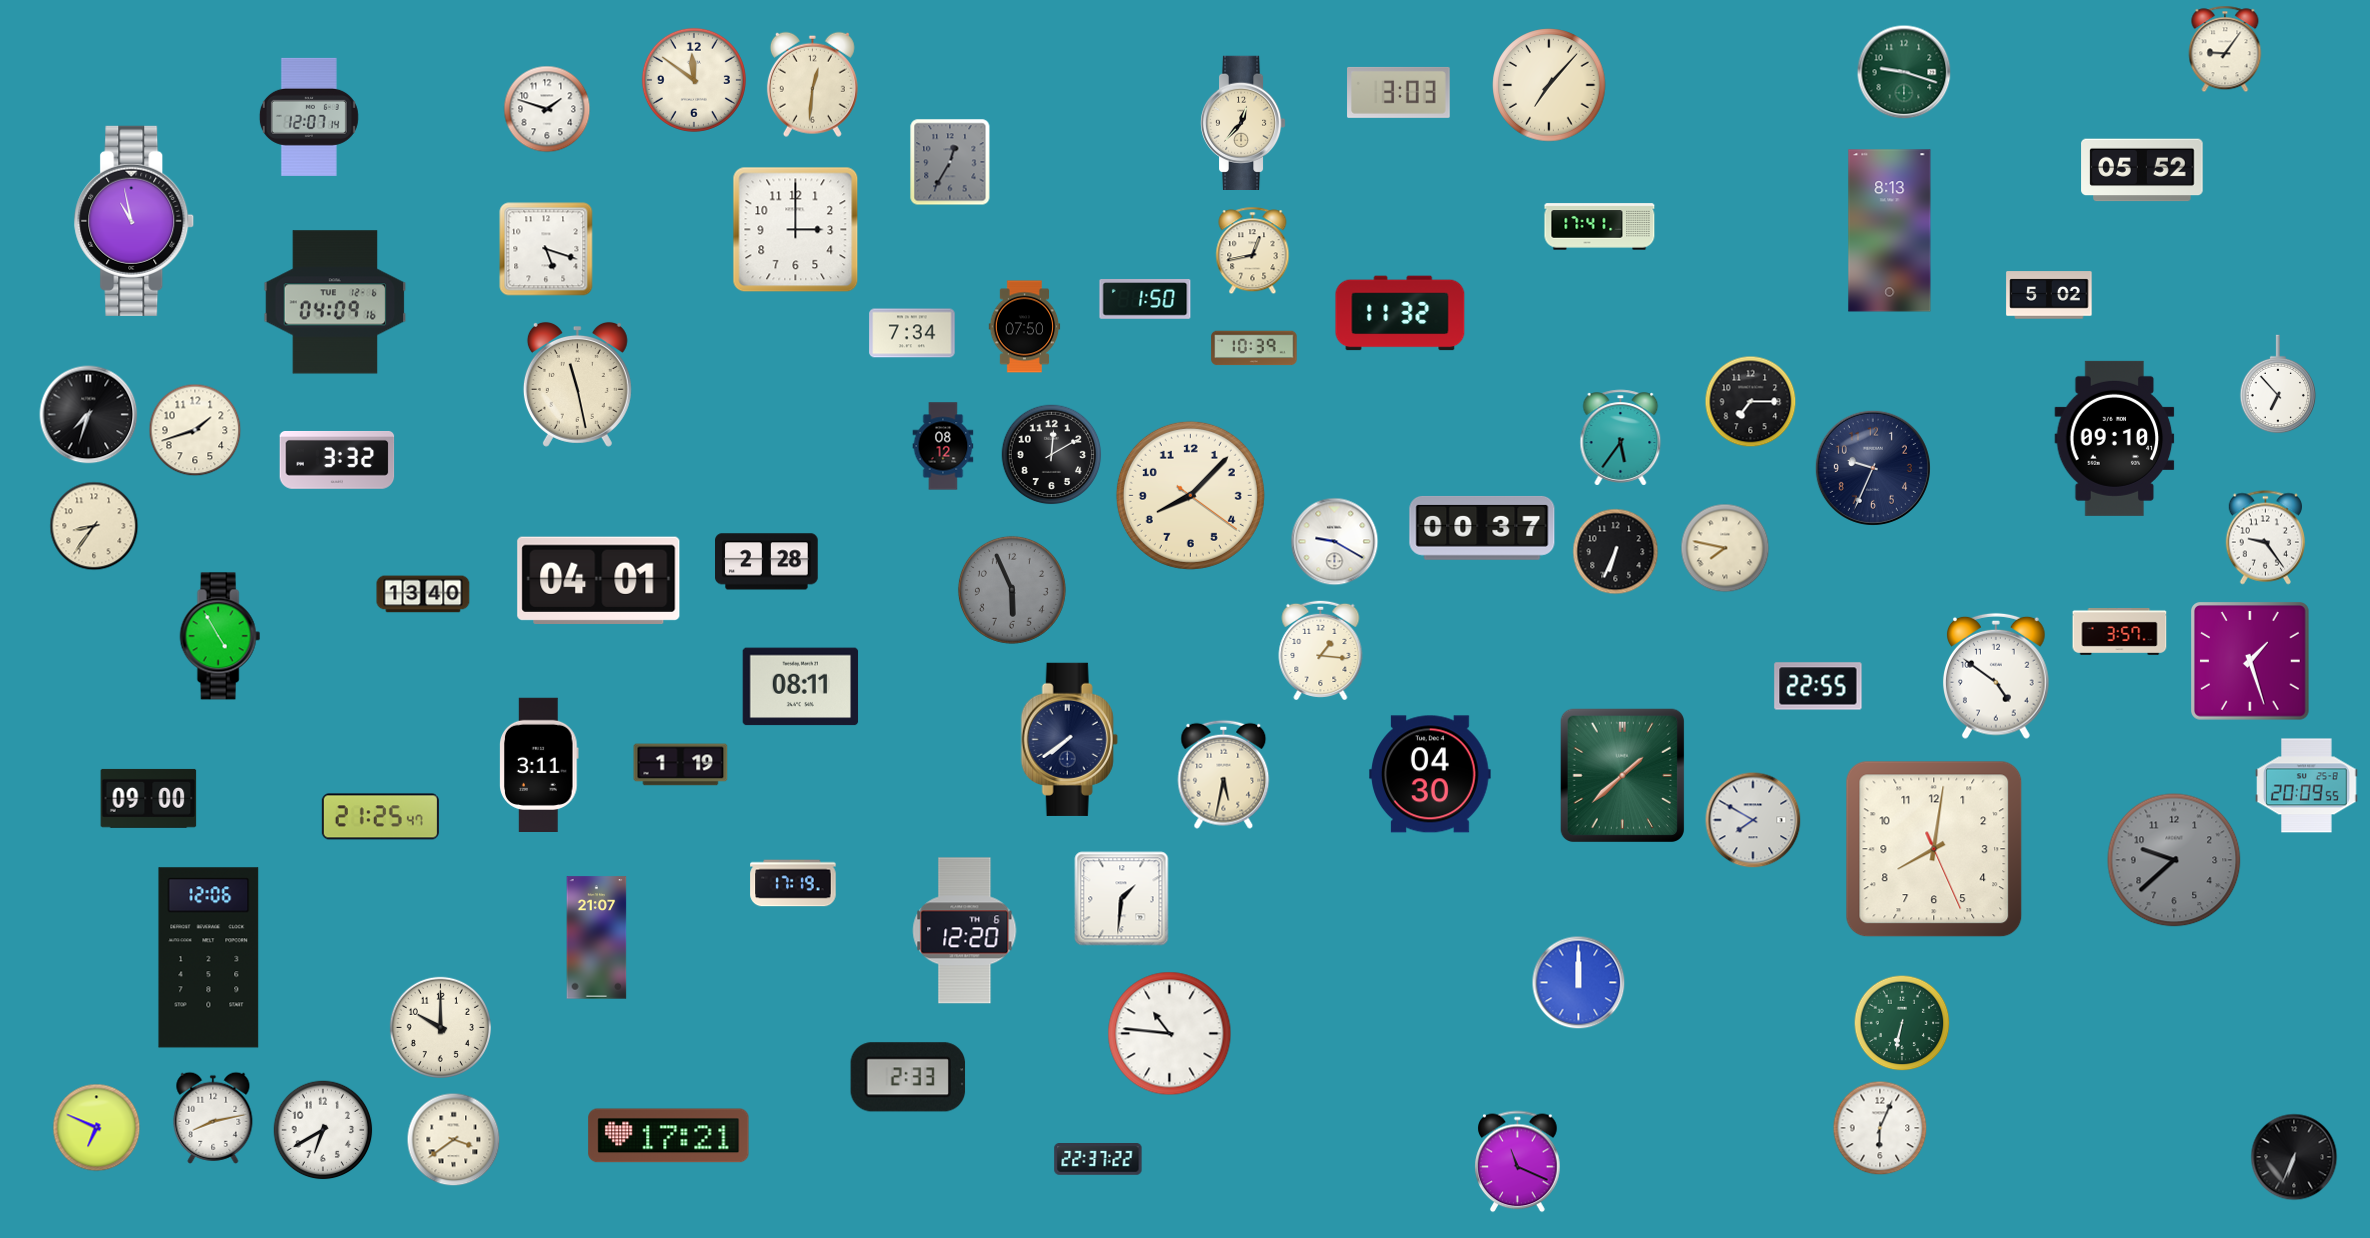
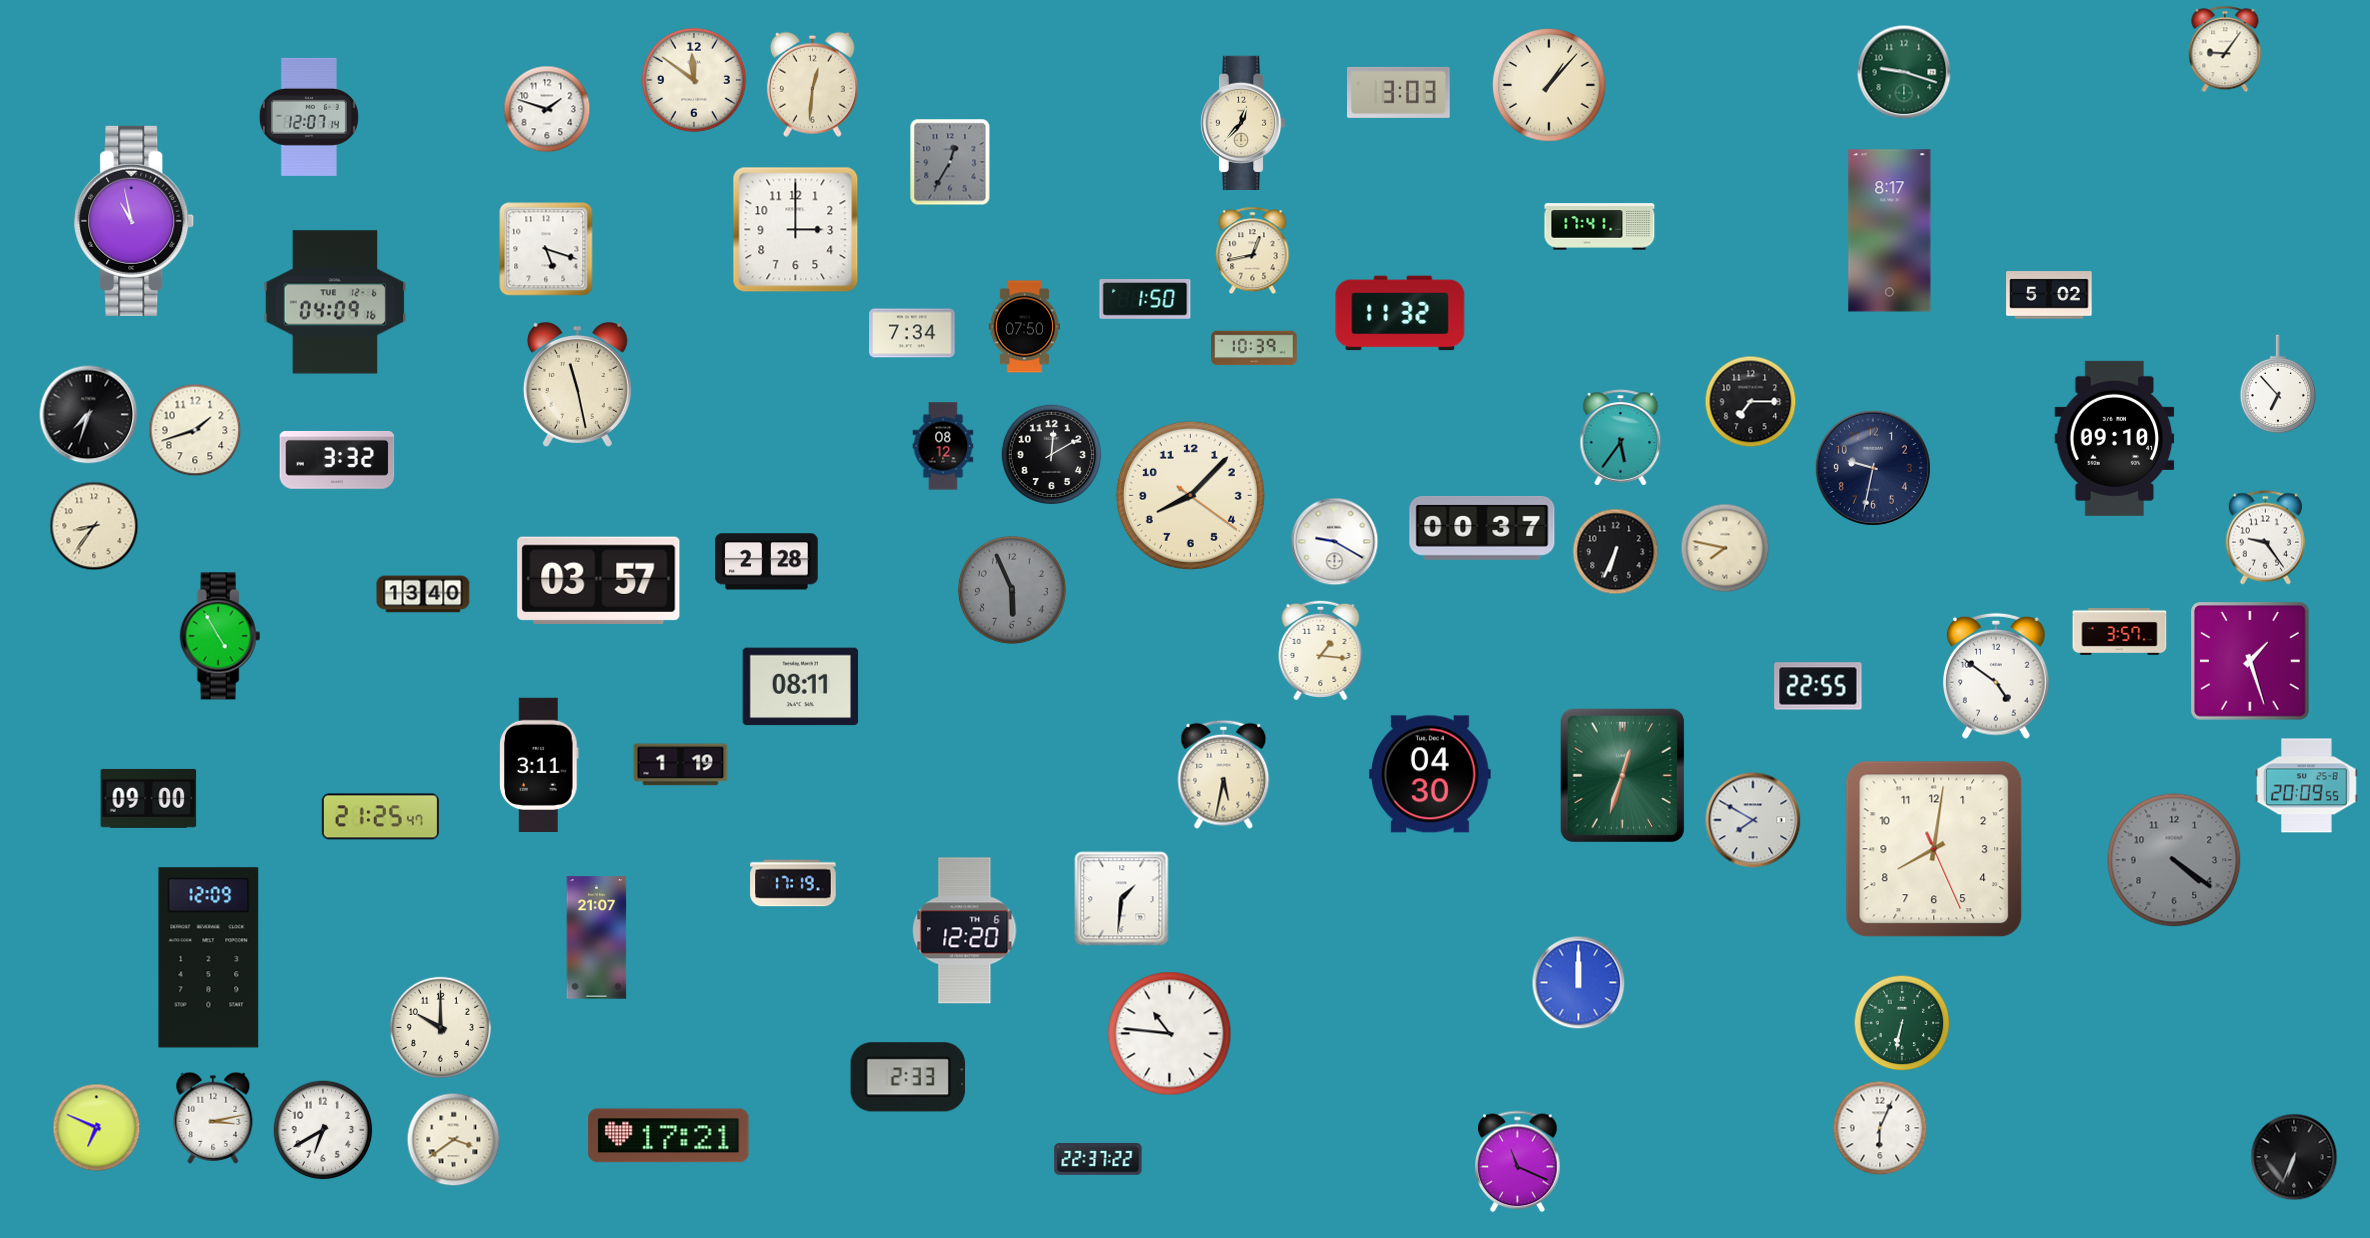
clock at (1549, 85): 7:07 -> 1:07
clock at (2142, 170): 05:52 -> none
clock at (1890, 231): 8:13 -> 8:17
clock at (1873, 468): 9:34 -> 9:32
clock at (599, 580): 04:01 -> 03:57
clock at (1069, 739): 7:39 -> none
clock at (1622, 775): 1:38 -> 12:33
clock at (2174, 860): 9:38 -> 4:21
clock at (209, 958): 12:06 -> 12:09
clock at (213, 1118): 8:13 -> 3:13
